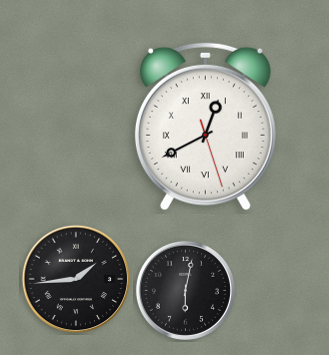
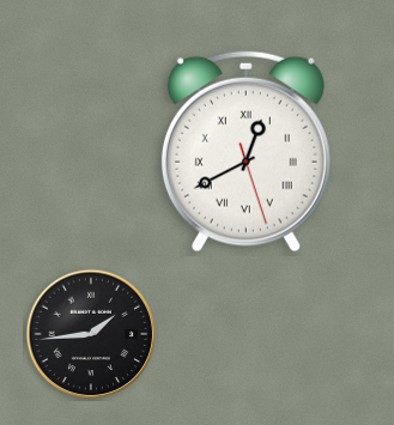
clock at (185, 290): 6:02 -> none
